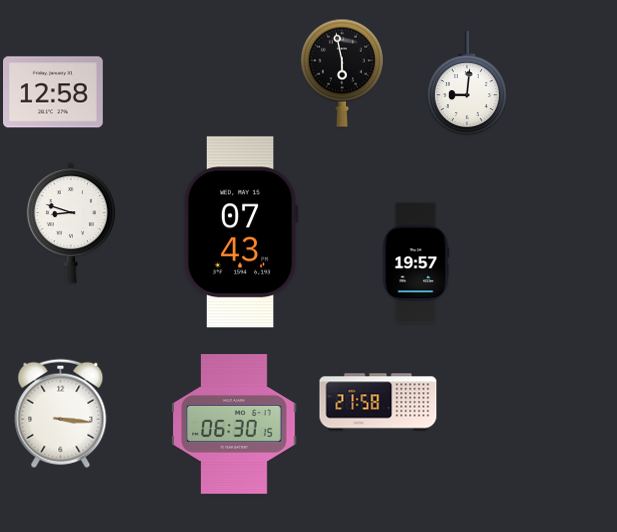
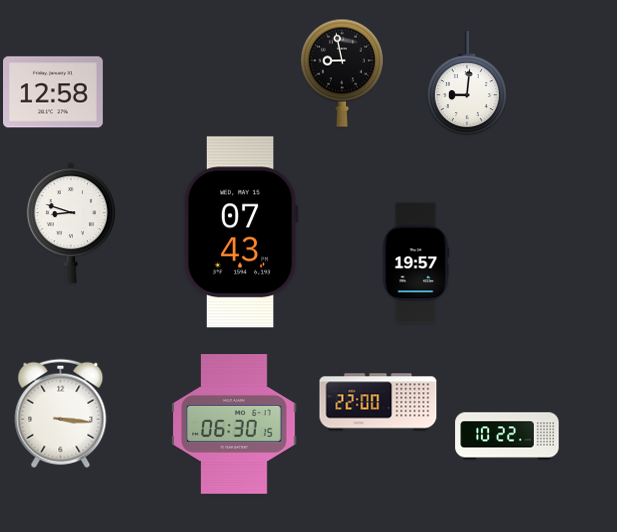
clock at (342, 73): 5:58 -> 8:58
clock at (378, 402): 21:58 -> 22:00
clock at (507, 436): none -> 10:22
